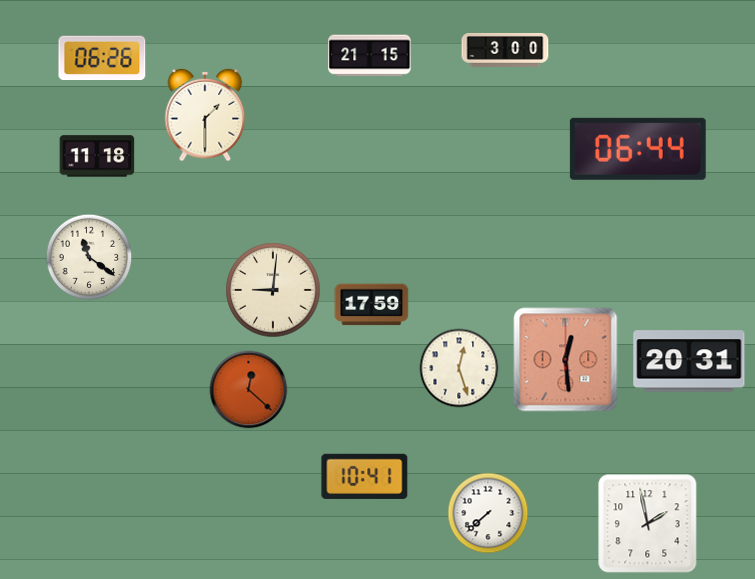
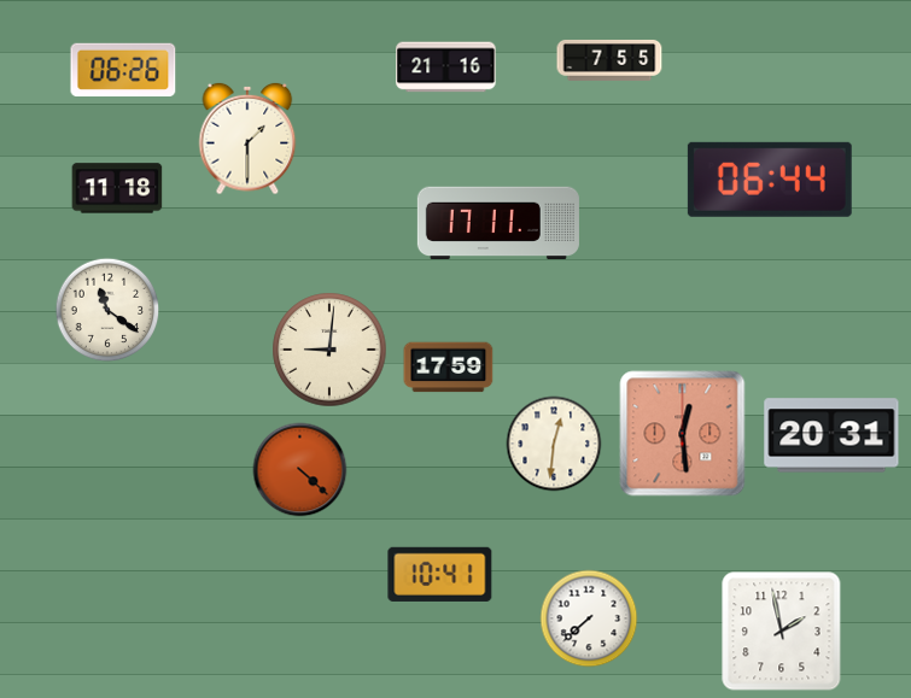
clock at (505, 50): 3:00 -> 7:55
clock at (370, 56): 21:15 -> 21:16
clock at (498, 223): none -> 17:11
clock at (459, 368): 12:27 -> 12:31
clock at (249, 390): 12:22 -> 4:22
